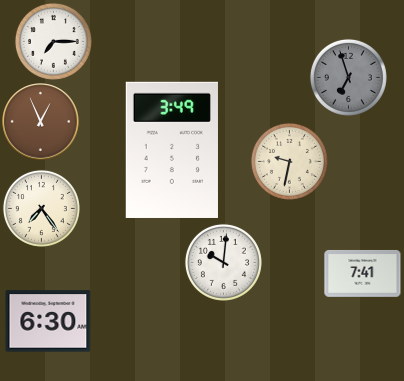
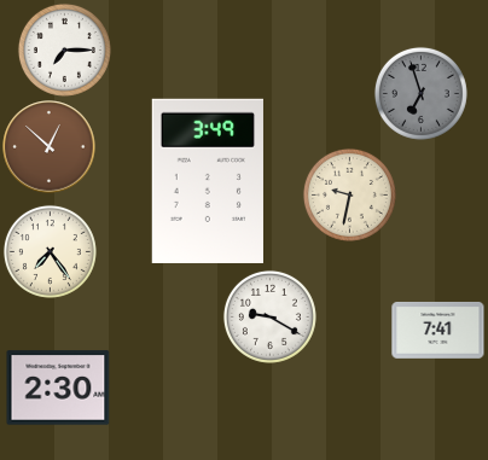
clock at (41, 122): 12:56 -> 12:52
clock at (223, 262): 10:01 -> 9:20
clock at (48, 321): 6:30 -> 2:30
